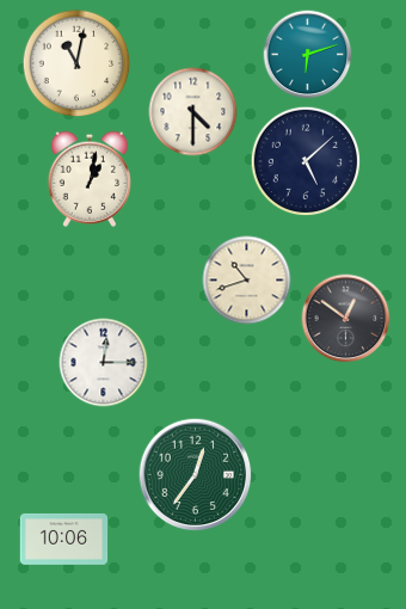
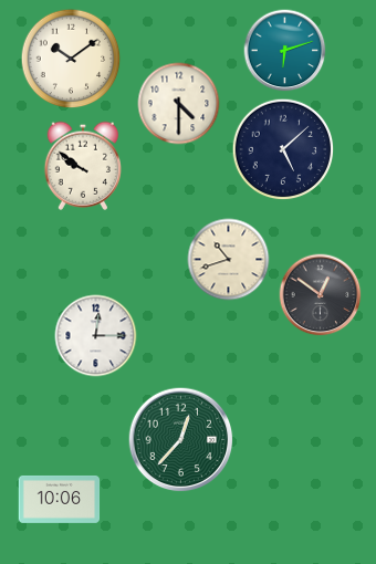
clock at (76, 63): 11:02 -> 10:09
clock at (88, 179): 1:02 -> 9:51
clock at (196, 475): 12:36 -> 12:37
